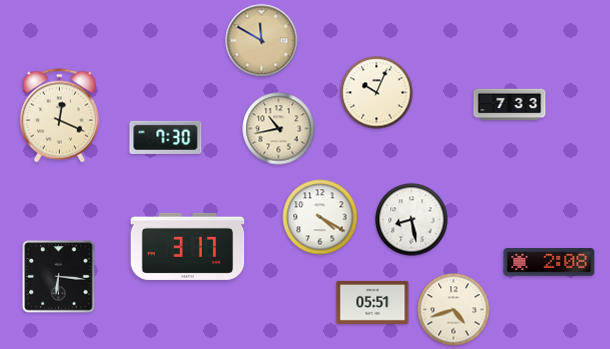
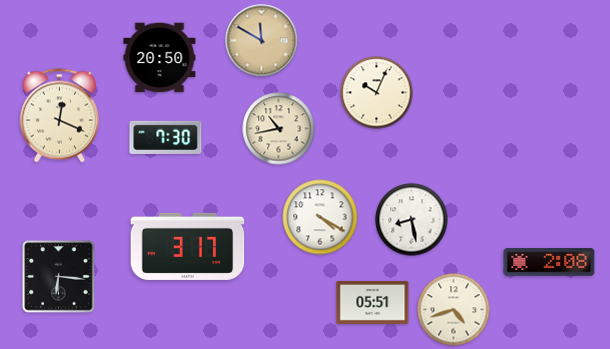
clock at (160, 58): none -> 20:50
clock at (510, 105): 7:33 -> none
